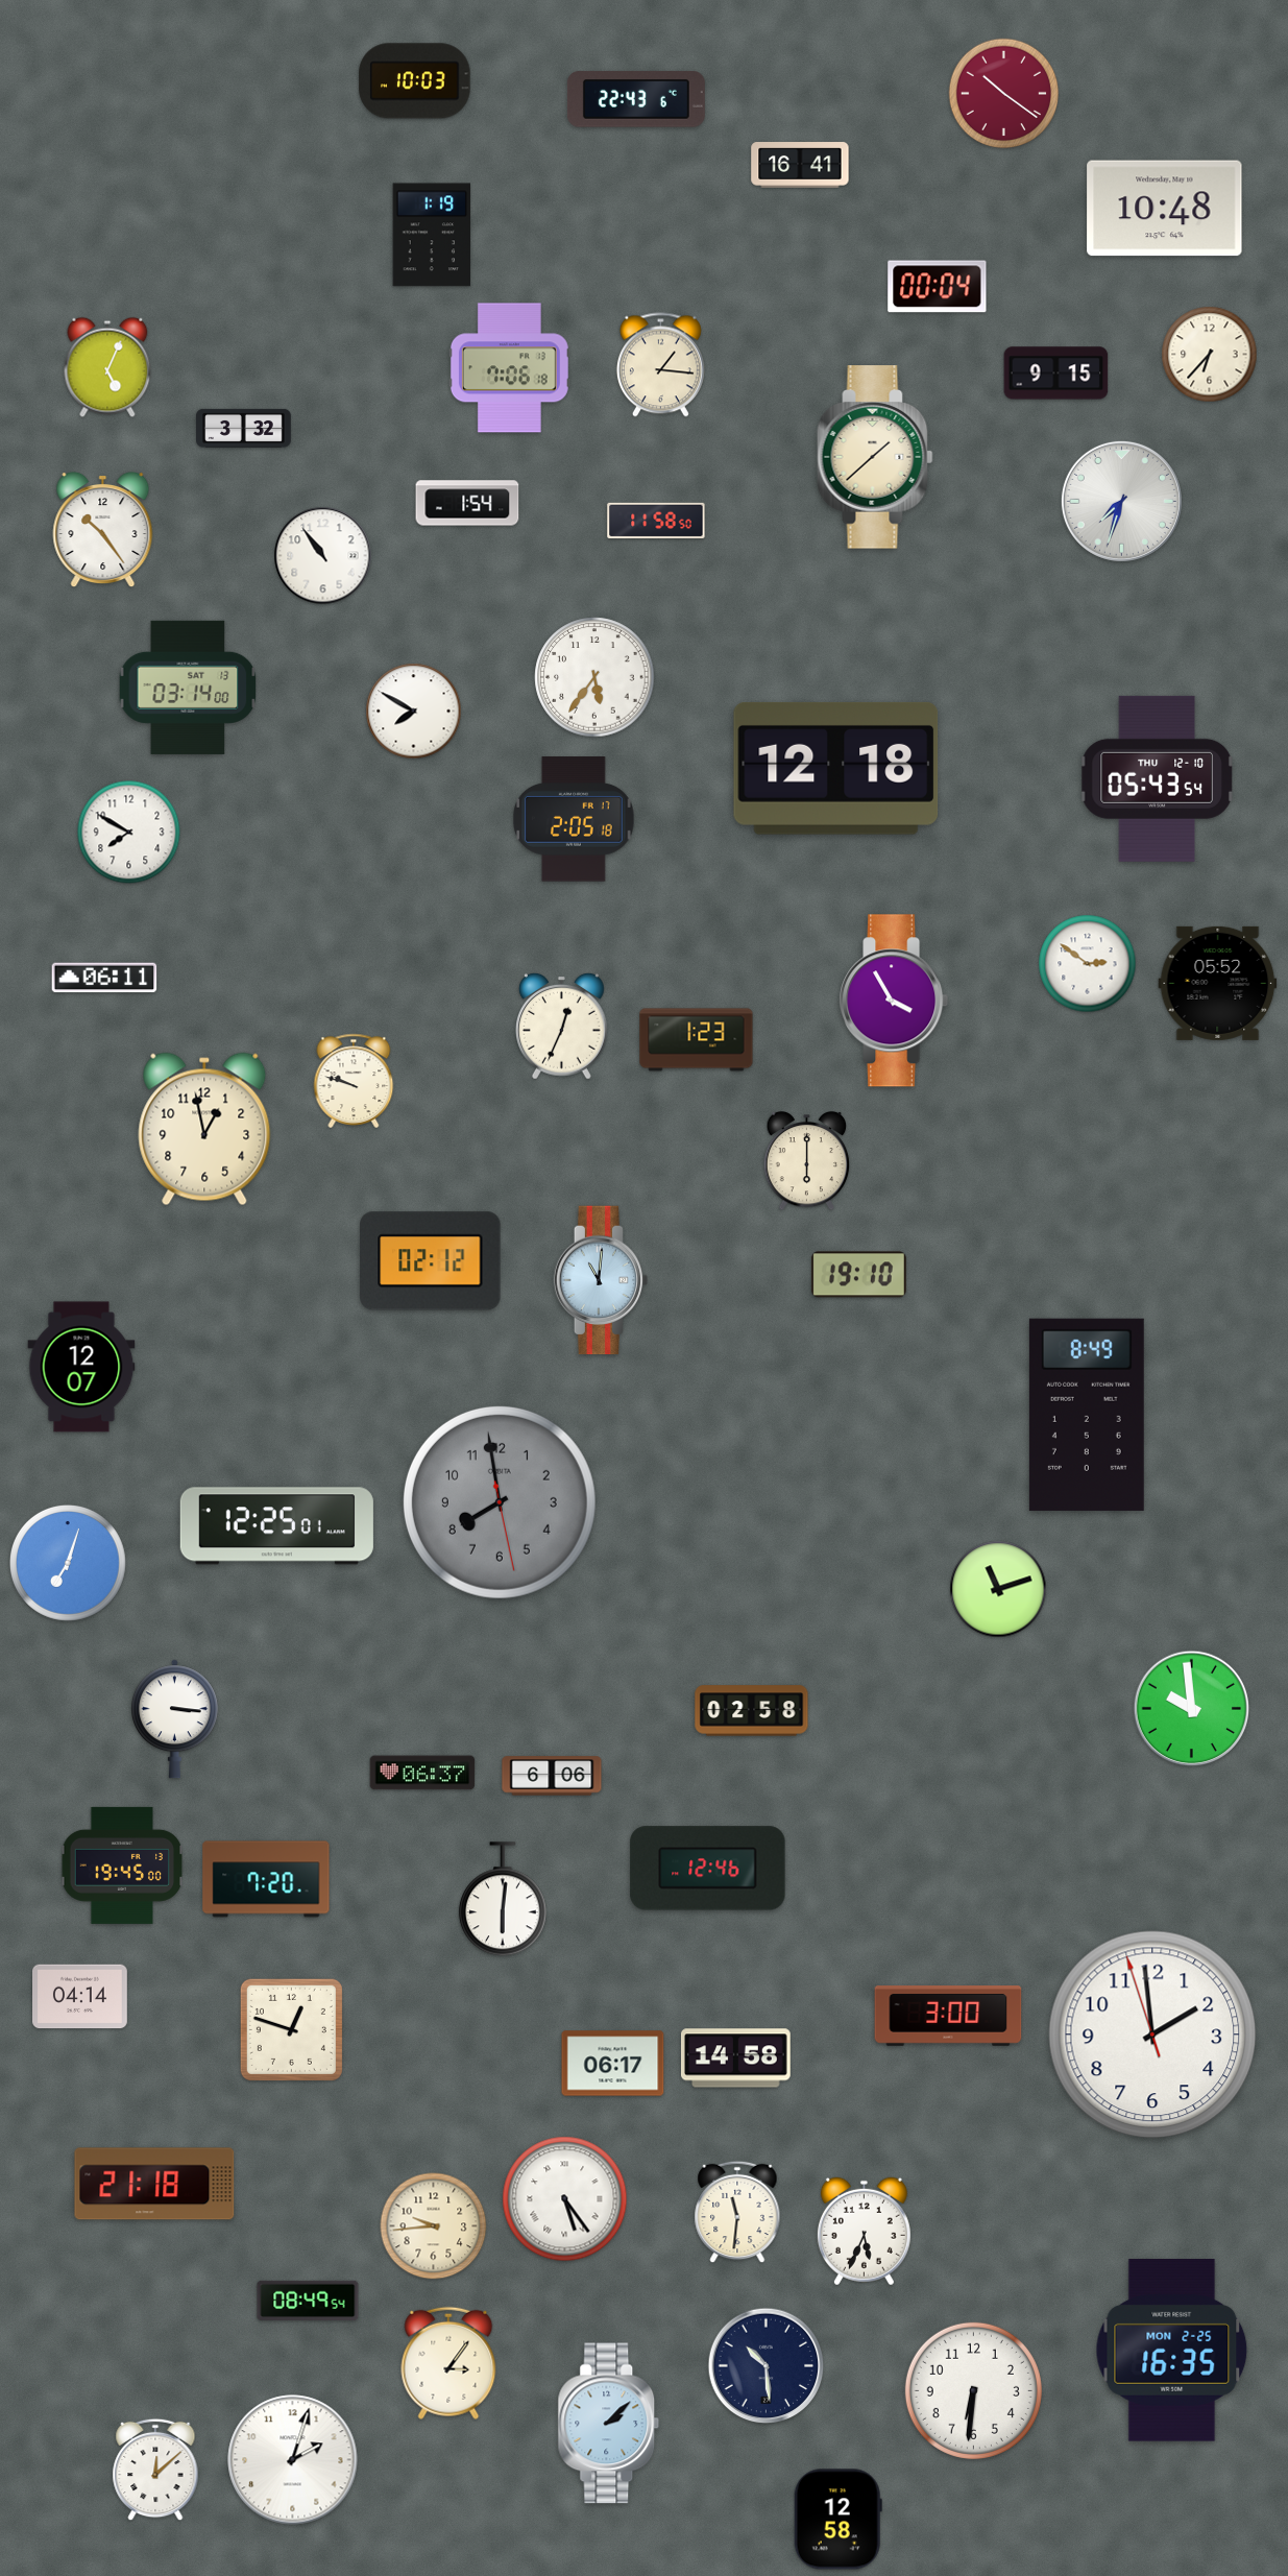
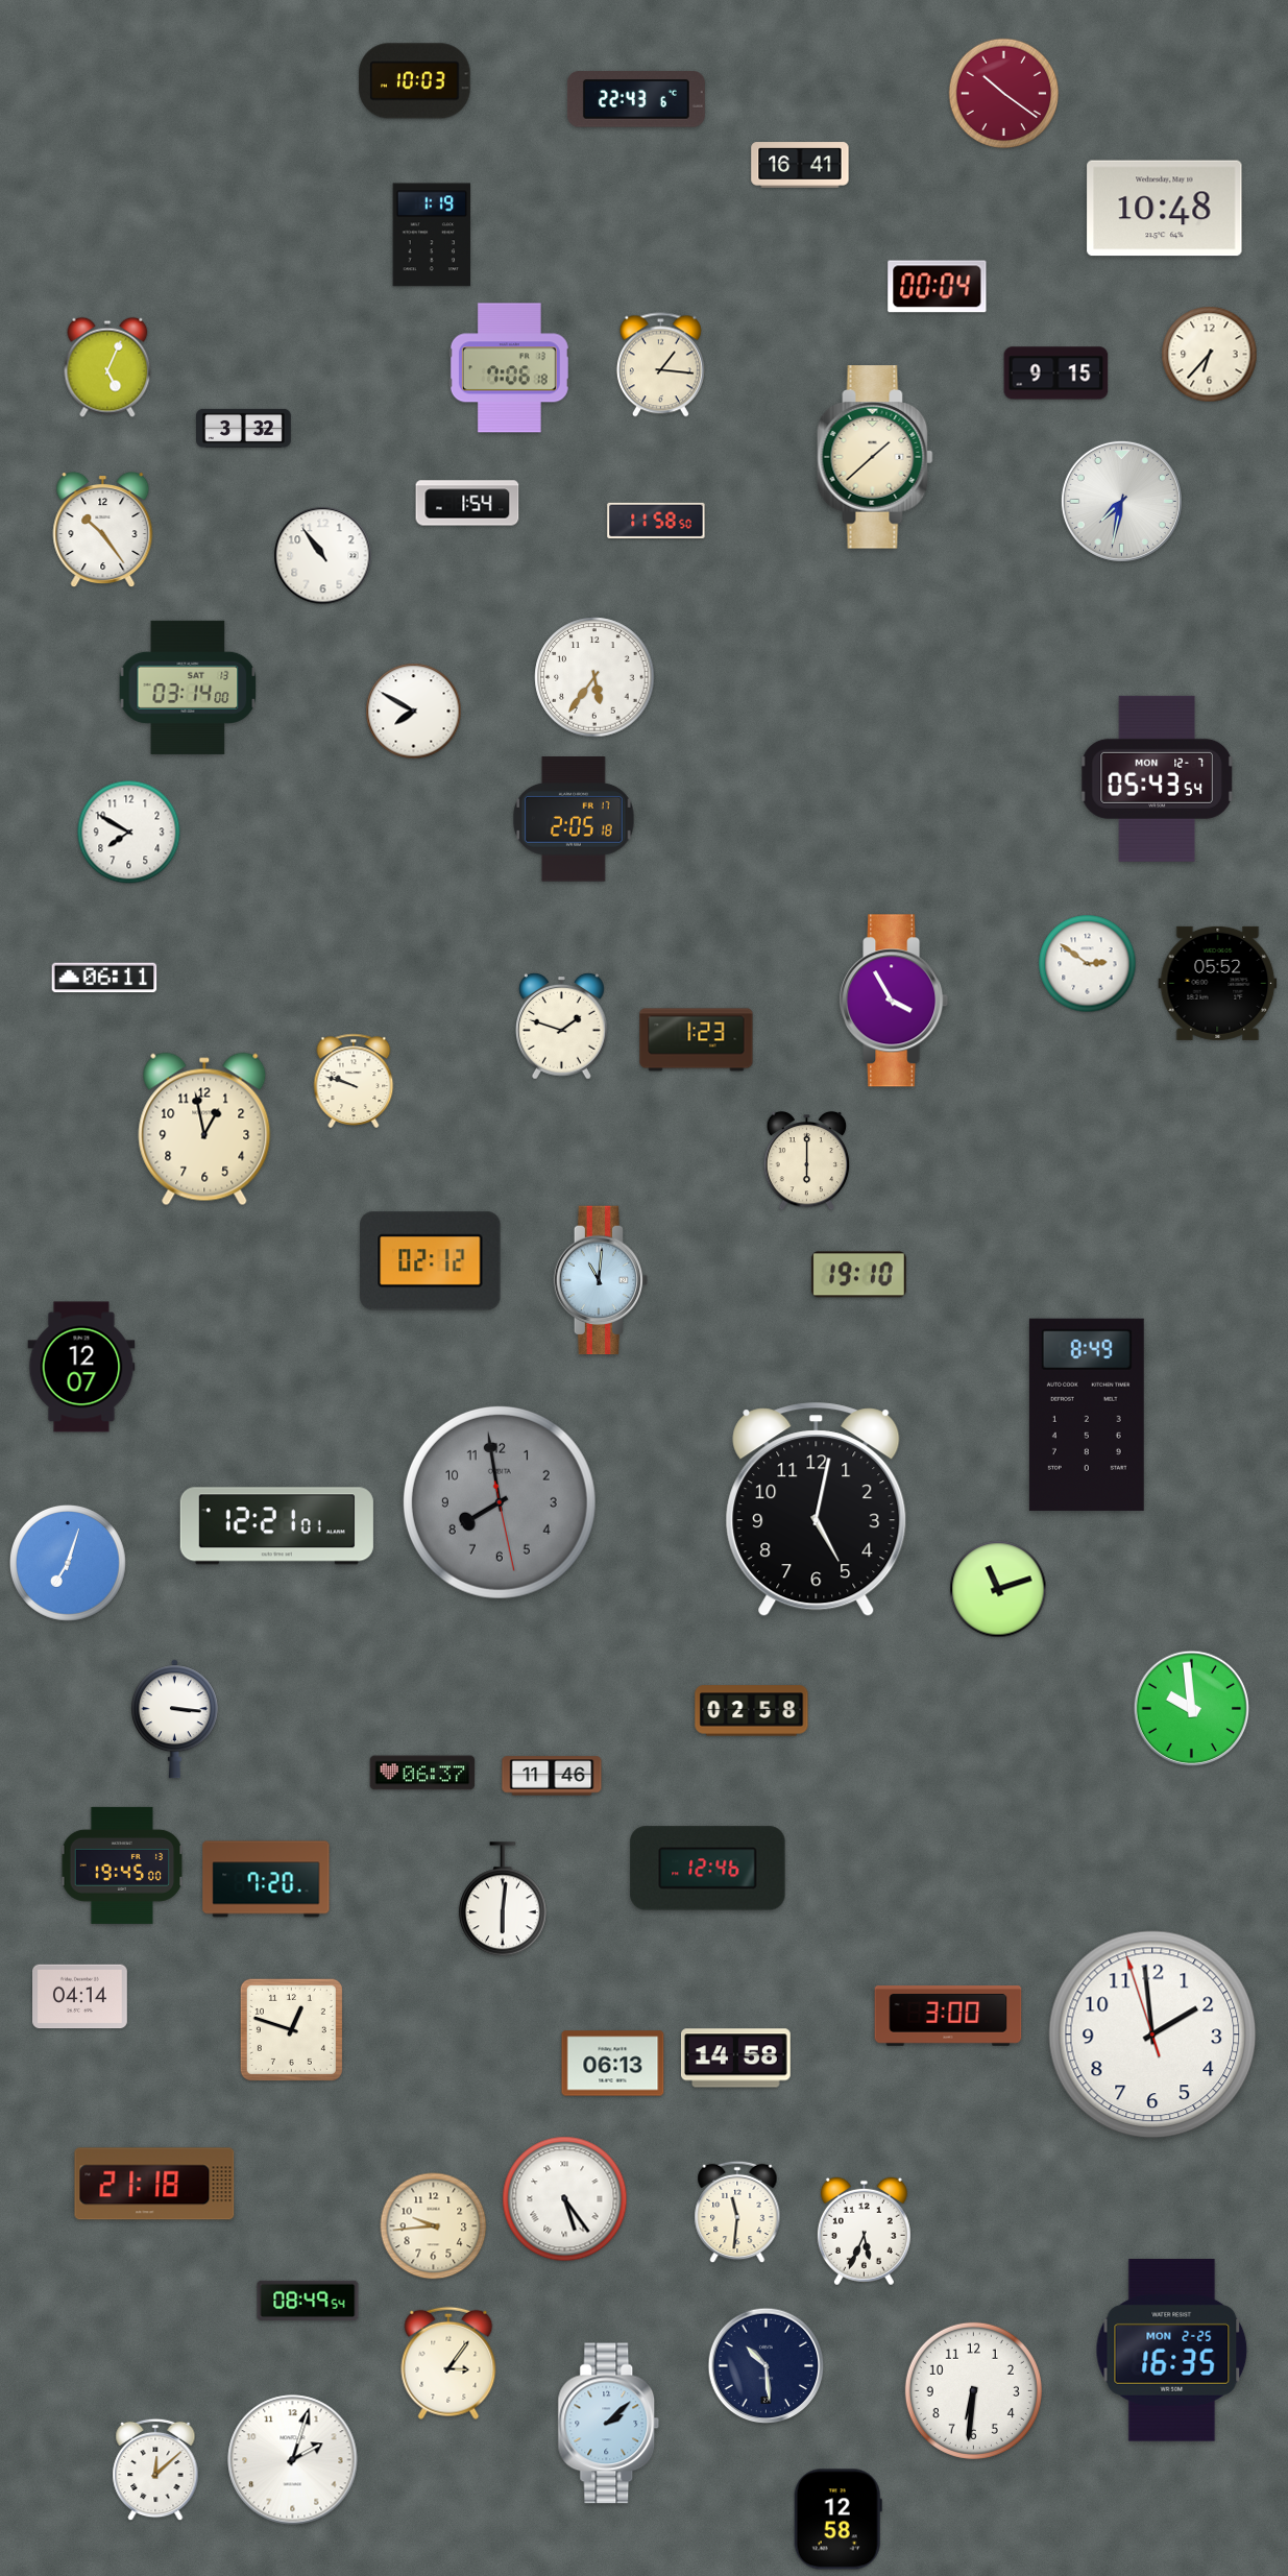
clock at (1121, 501): 7:33 -> 7:32
clock at (836, 768): 12:18 -> none
clock at (1157, 778) date: THU 12-10 -> MON 12-7
clock at (562, 1027): 12:34 -> 1:48
clock at (817, 1510): none -> 5:02
clock at (276, 1526): 12:25 -> 12:21
clock at (552, 1776): 6:06 -> 11:46
clock at (613, 2064): 06:17 -> 06:13
